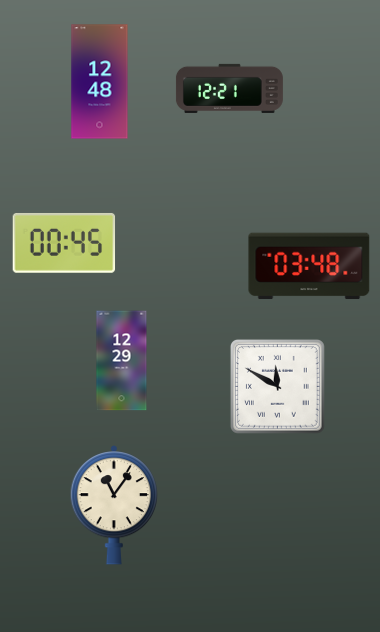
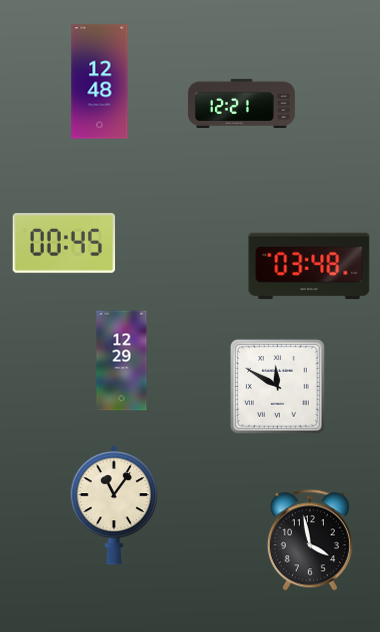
clock at (229, 88) position: (229, 88) -> (241, 103)
clock at (310, 540): none -> 3:58
